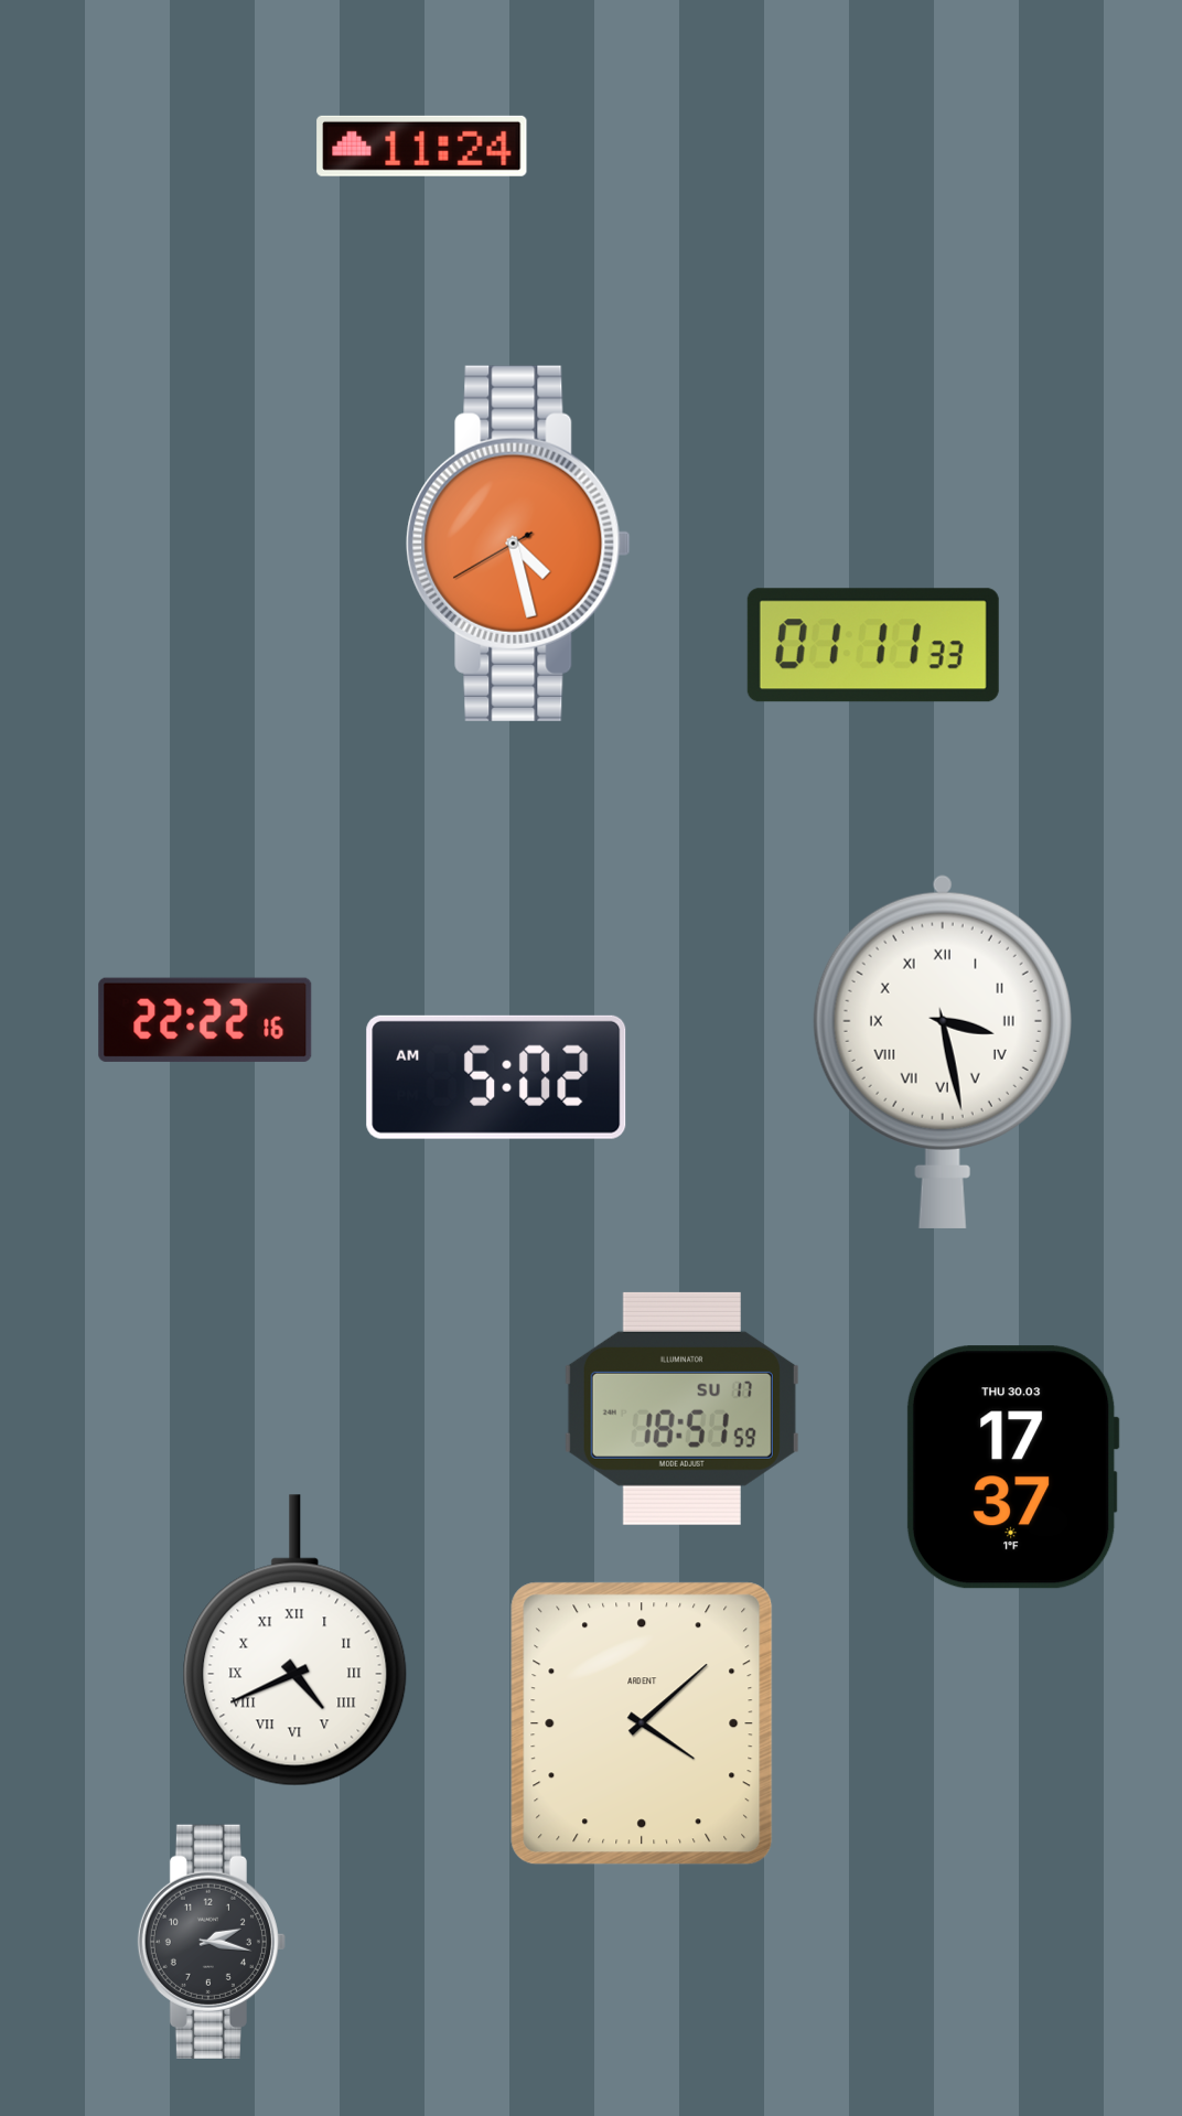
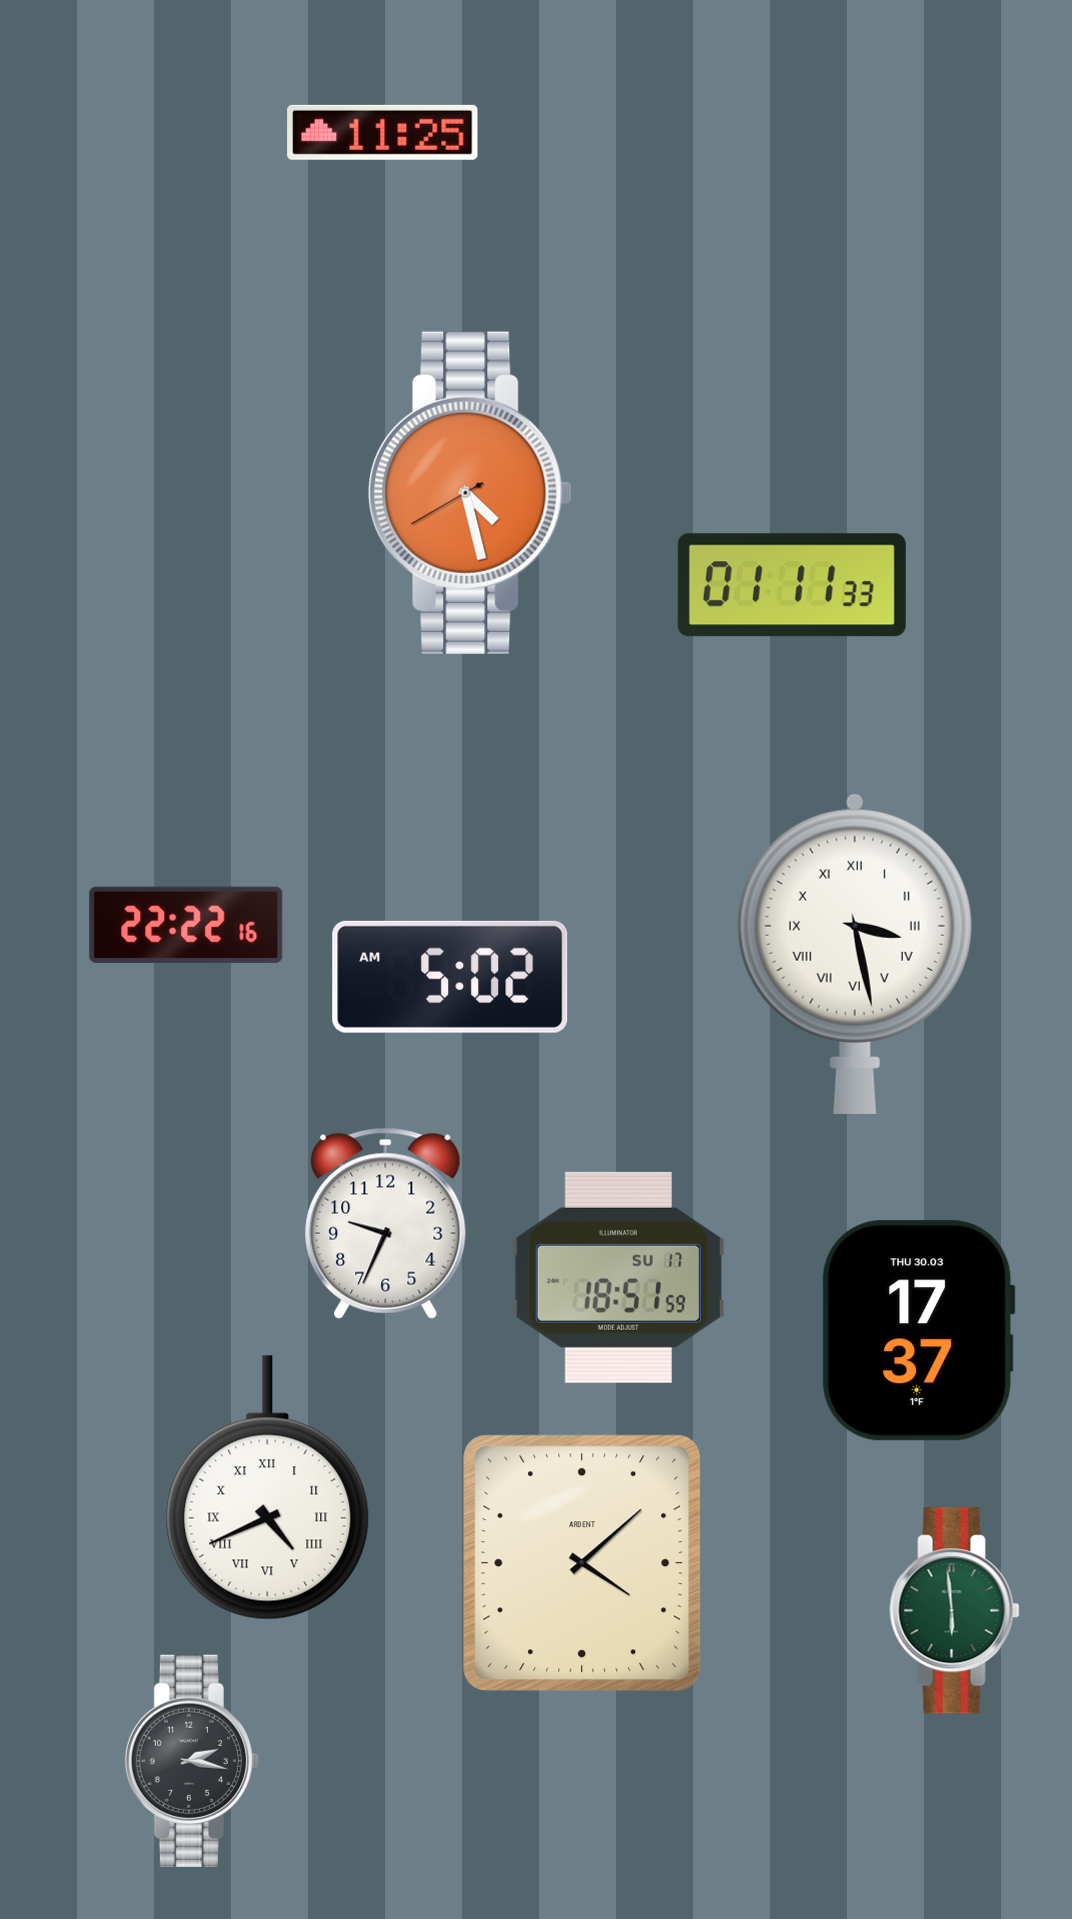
clock at (422, 146): 11:24 -> 11:25
clock at (386, 1223): none -> 9:34
clock at (955, 1611): none -> 5:59
